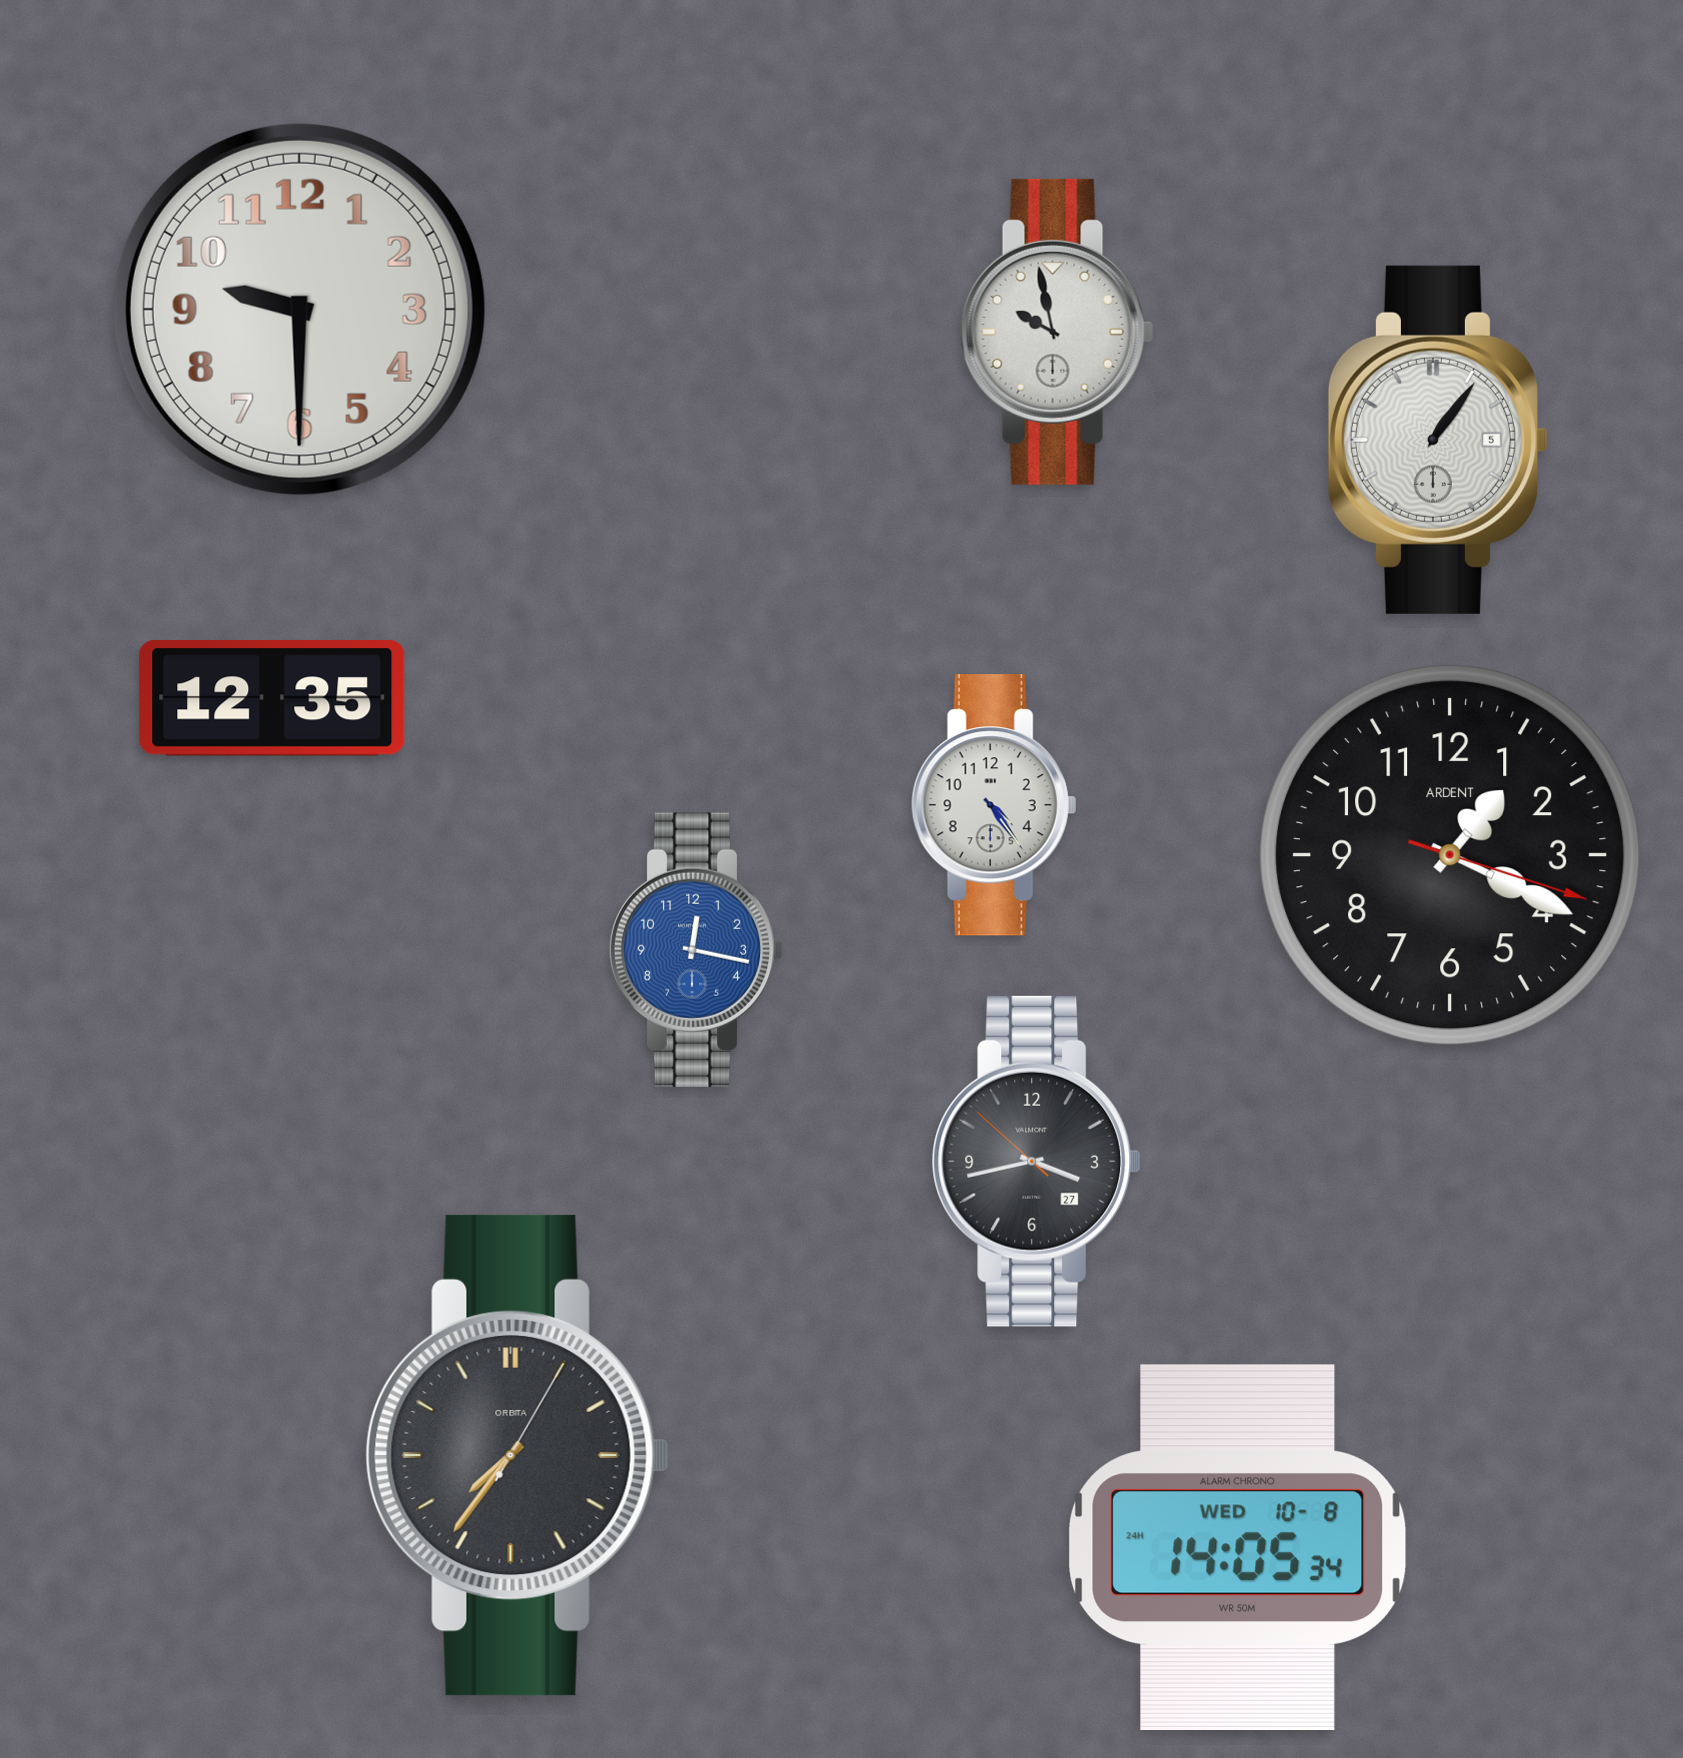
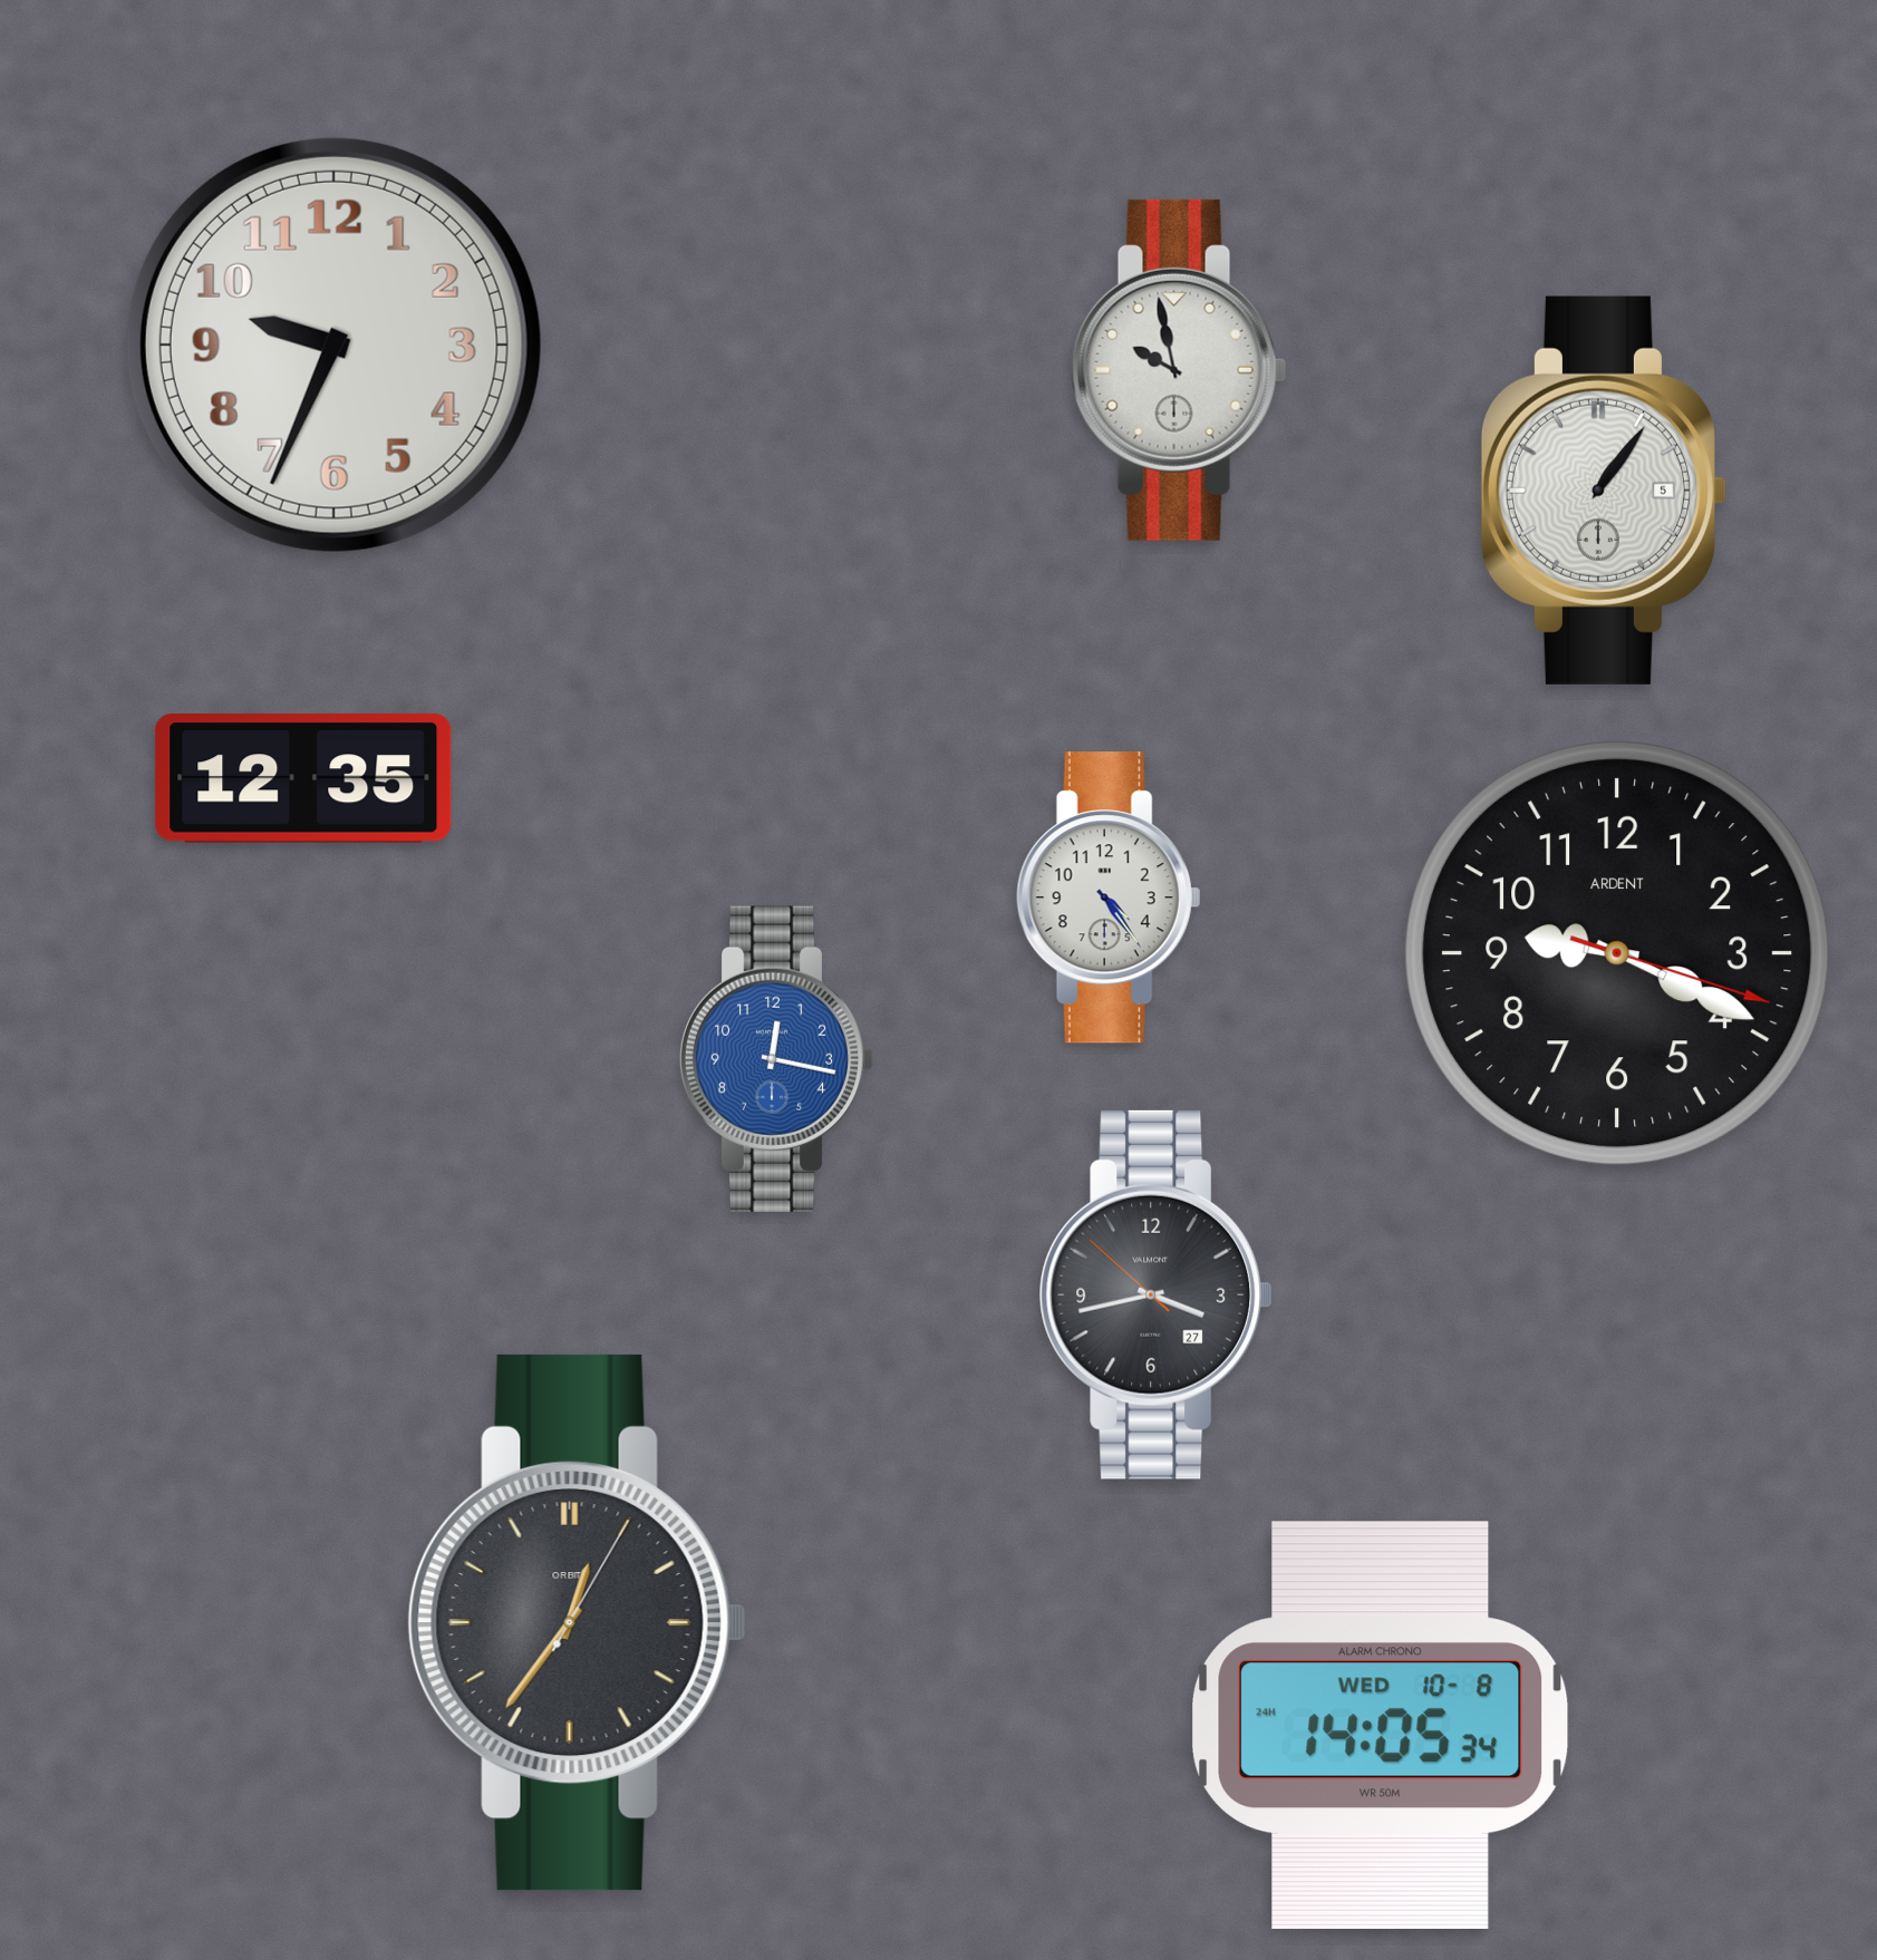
clock at (299, 309): 9:30 -> 9:34
clock at (1451, 856): 1:19 -> 9:19
clock at (517, 1455): 7:36 -> 12:36
